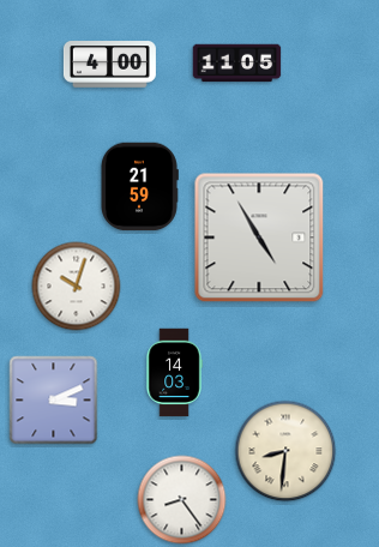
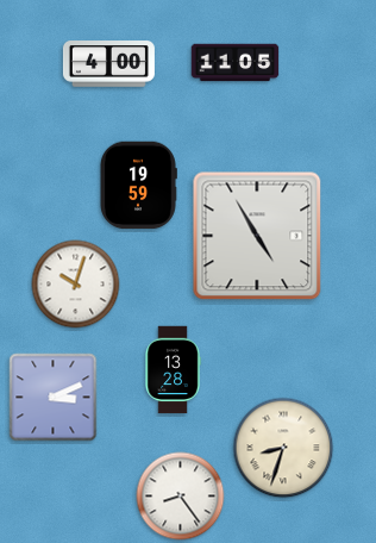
clock at (139, 187): 21:59 -> 19:59
clock at (174, 373): 14:03 -> 13:28
clock at (285, 451): 8:31 -> 8:33
